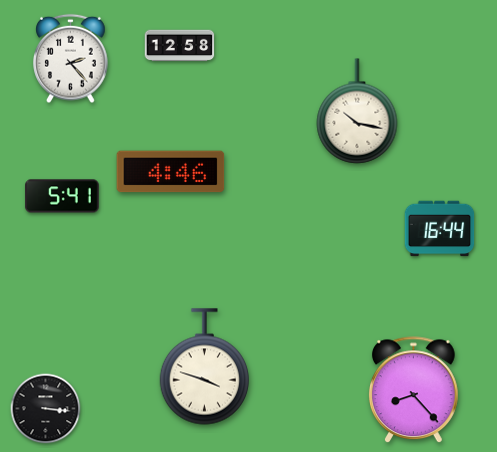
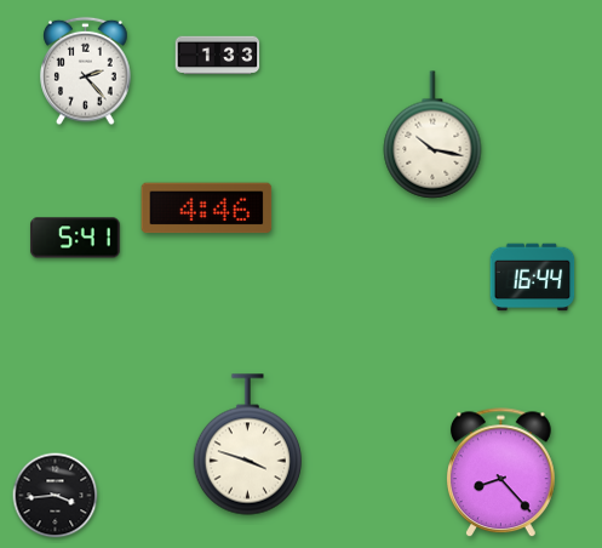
clock at (180, 46): 12:58 -> 1:33
clock at (46, 409): 3:16 -> 3:44
